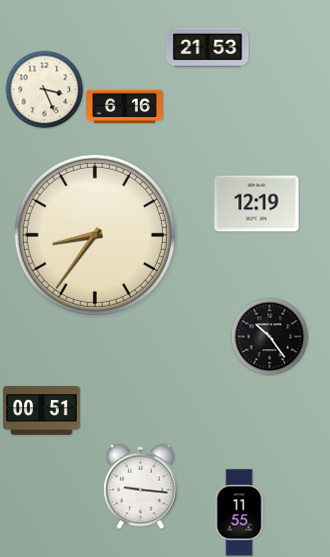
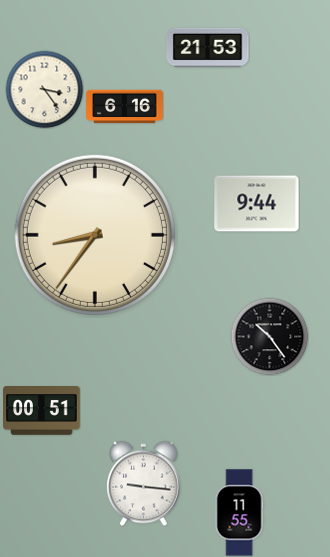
clock at (44, 89): 3:26 -> 3:24
clock at (257, 204): 12:19 -> 9:44
clock at (141, 486) position: (141, 486) -> (144, 483)
